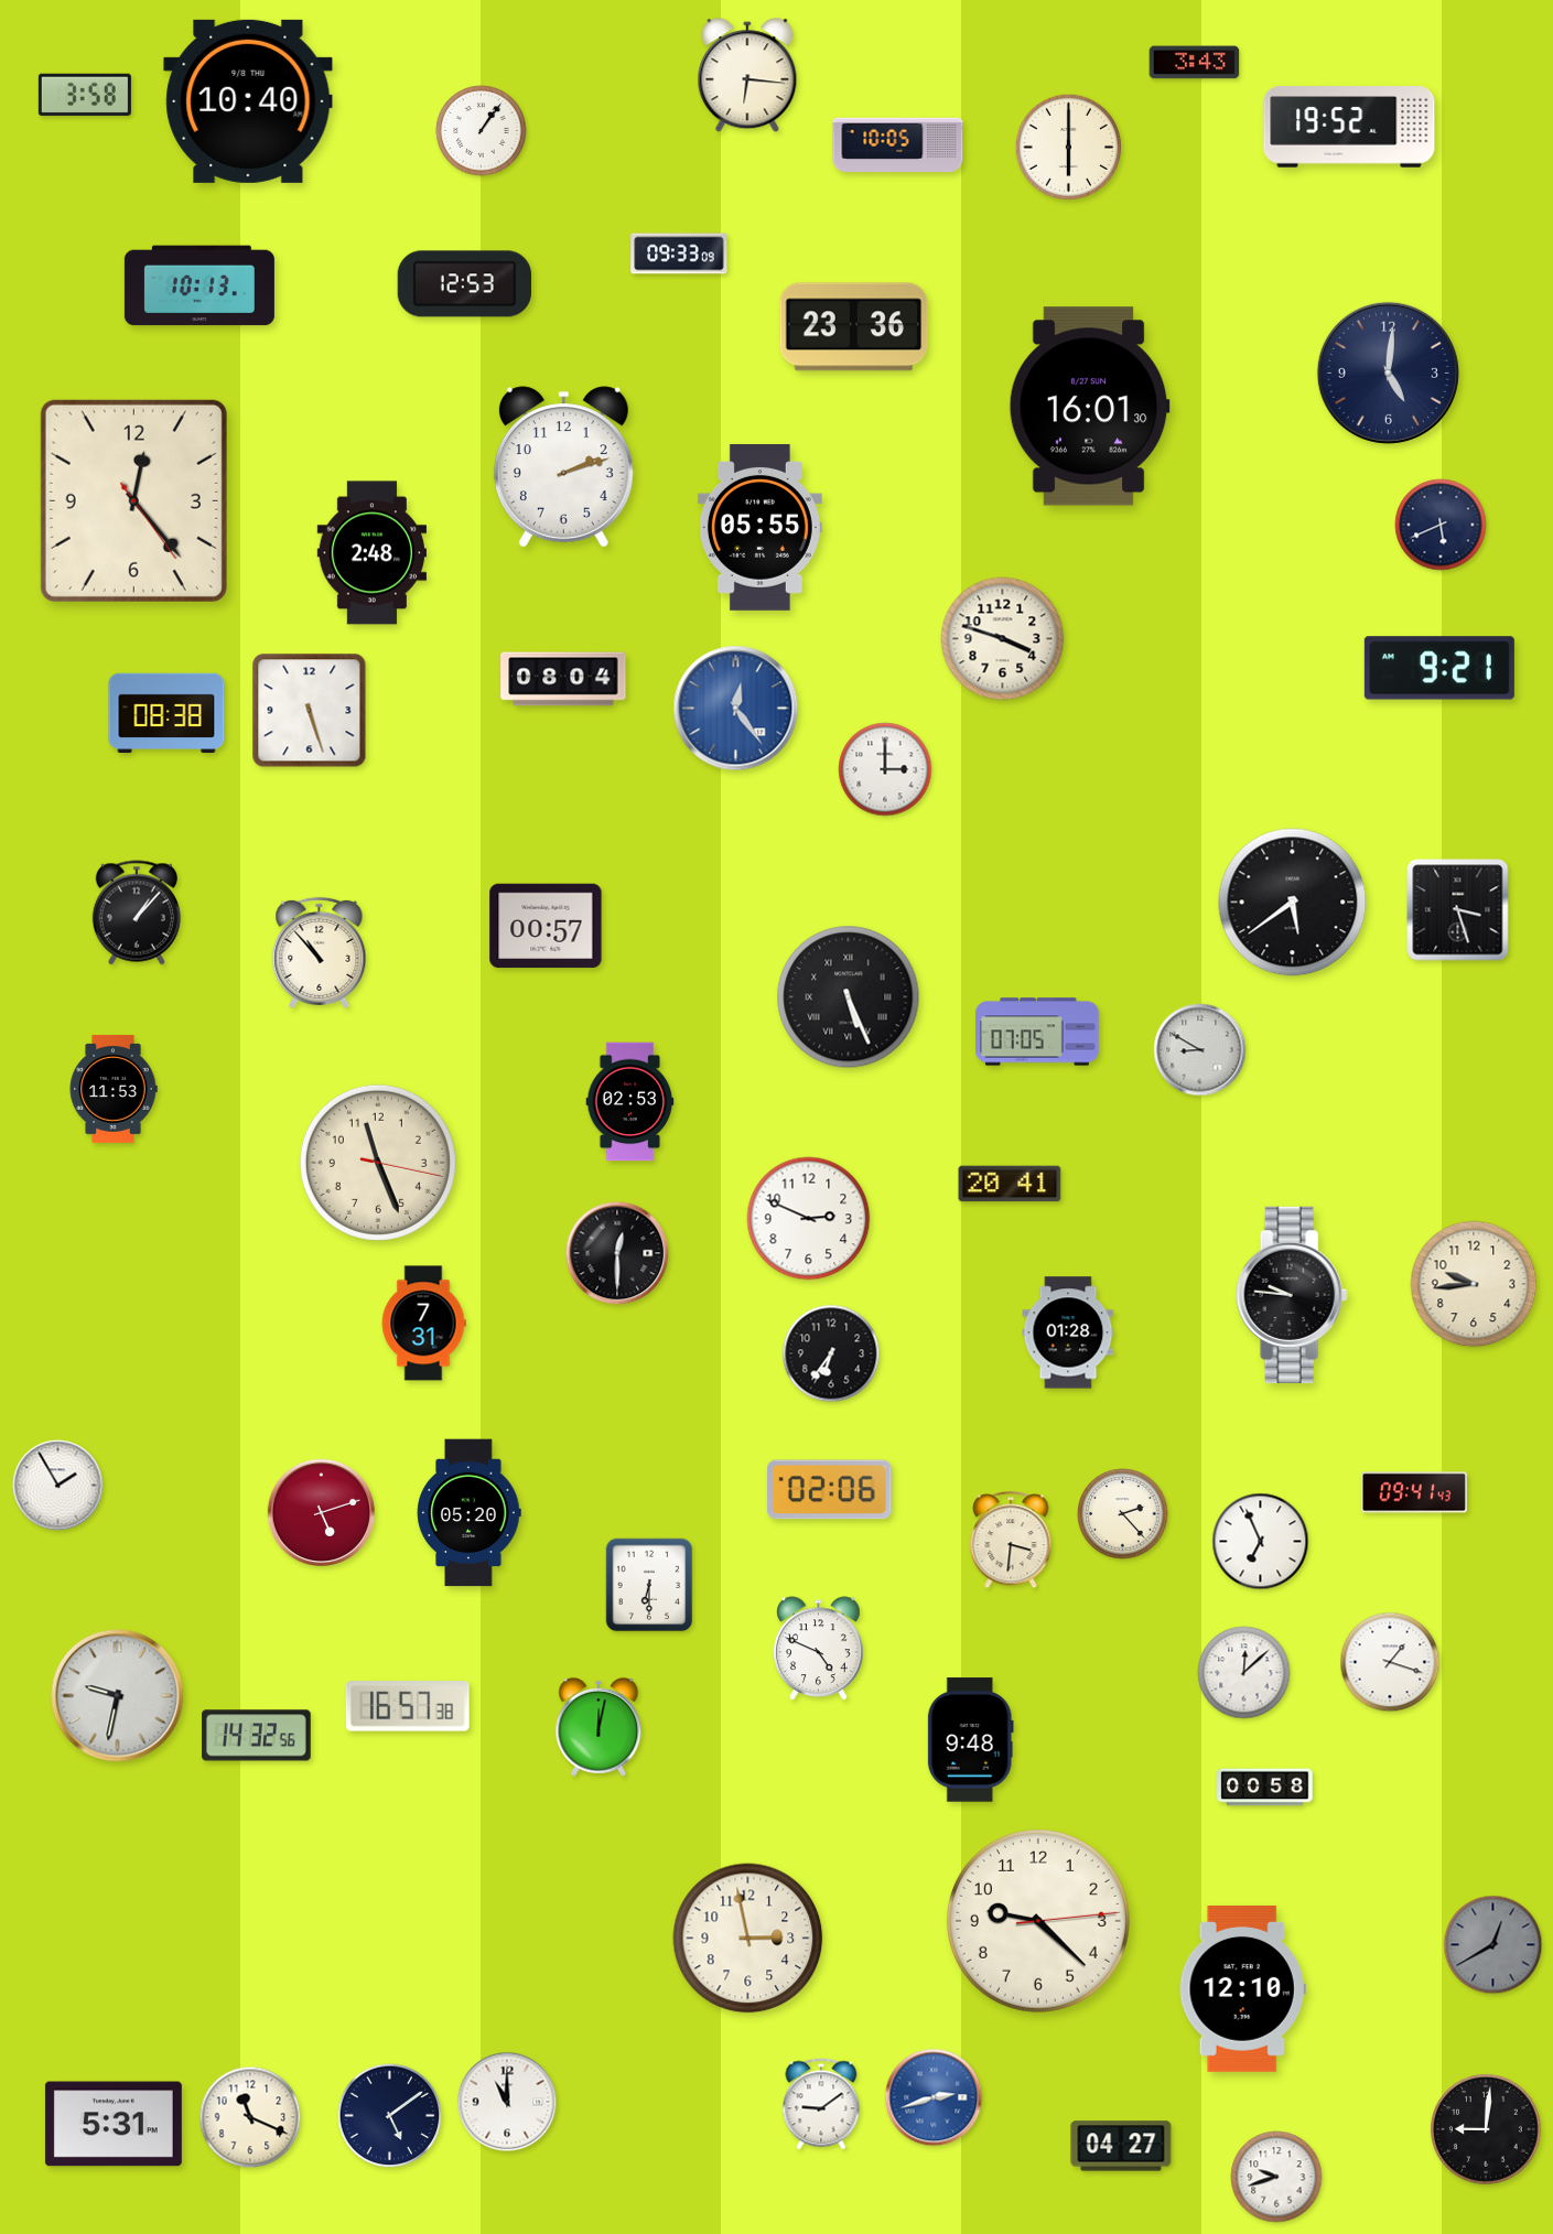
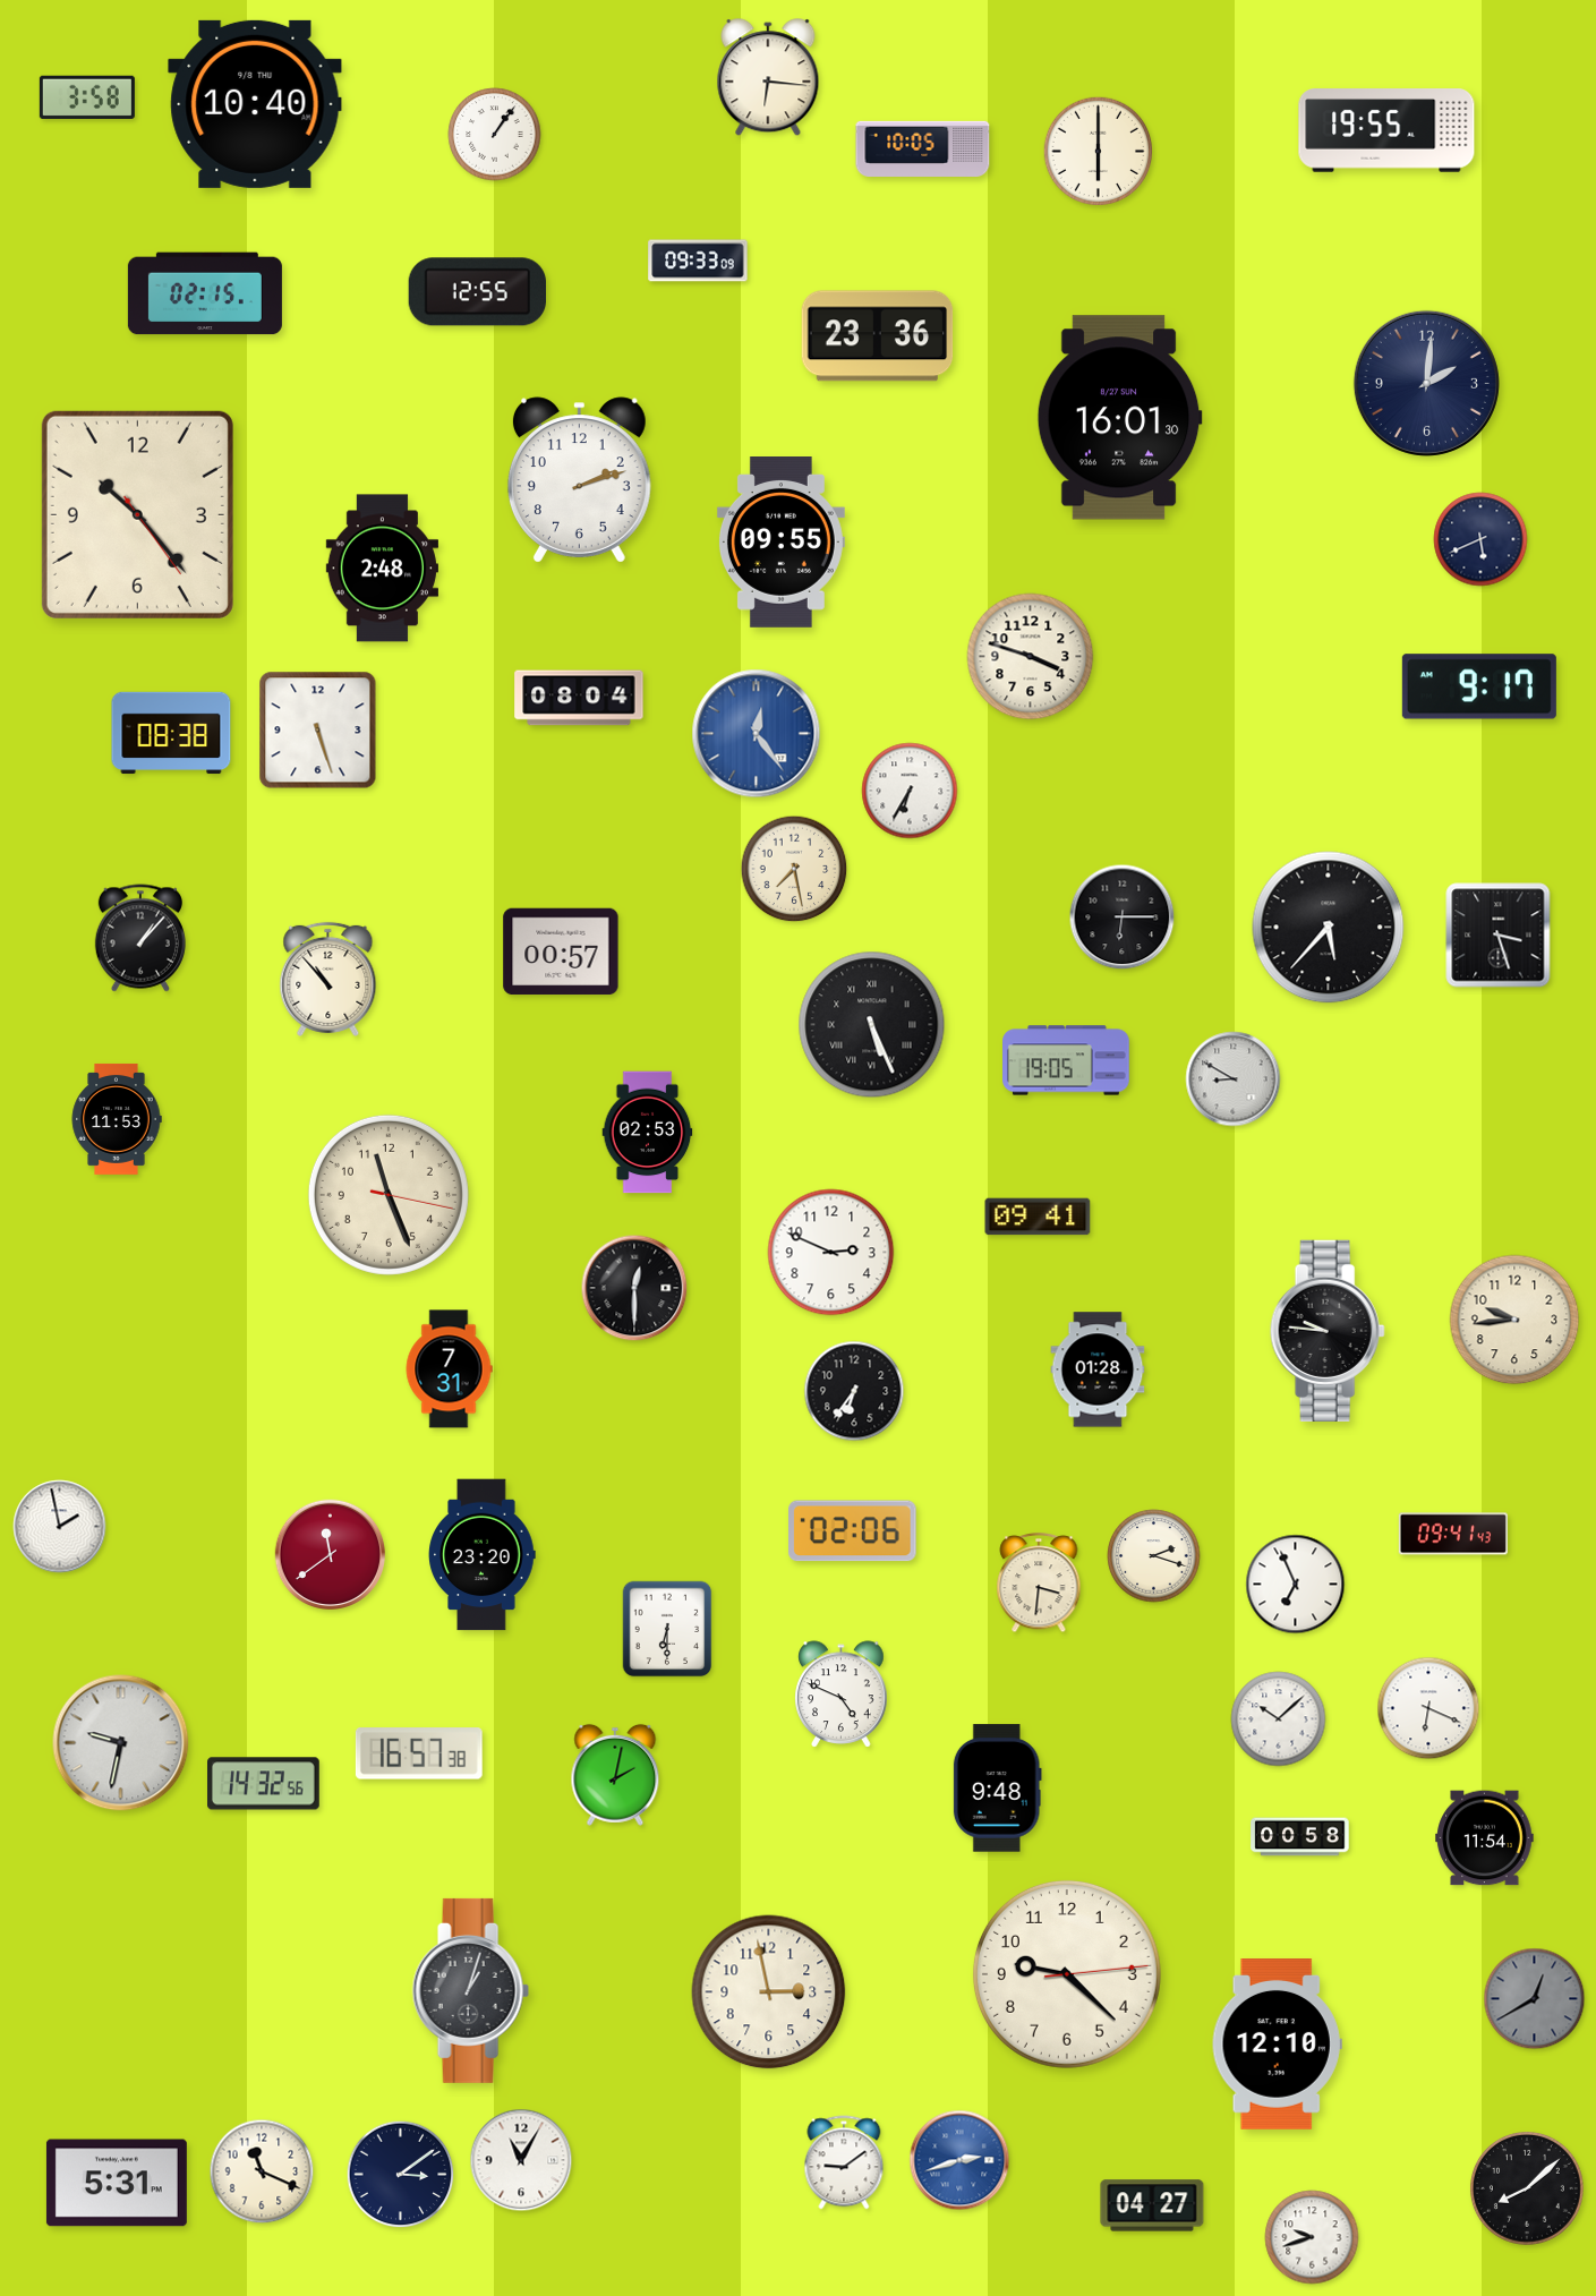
clock at (1195, 63): 3:43 -> none
clock at (1349, 127): 19:52 -> 19:55
clock at (464, 284): 12:53 -> 12:55
clock at (199, 285): 10:13 -> 02:15
clock at (1388, 373): 5:01 -> 2:01
clock at (133, 500): 12:23 -> 10:23
clock at (759, 528): 05:55 -> 09:55
clock at (1439, 668): 9:21 -> 9:17
clock at (736, 709) position: (736, 709) -> (757, 734)
clock at (885, 769): 3:00 -> 6:35
clock at (794, 869): none -> 7:28
clock at (1123, 917): none -> 6:15
clock at (1293, 903): 5:39 -> 5:37
clock at (1038, 1032): 07:05 -> 19:05
clock at (1010, 1184): 20:41 -> 09:41
clock at (423, 1324) position: (423, 1324) -> (449, 1369)
clock at (58, 1486): 1:55 -> 1:58
clock at (322, 1513): 5:12 -> 11:39
clock at (470, 1513): 05:20 -> 23:20
clock at (1123, 1514): 2:23 -> 2:18
clock at (1390, 1662): 1:18 -> 6:19
clock at (1244, 1673): 12:08 -> 10:08
clock at (598, 1727): 12:02 -> 2:02
clock at (1485, 1838): none -> 11:54
clock at (470, 1990): none -> 1:03
clock at (934, 2097) position: (934, 2097) -> (959, 2160)
clock at (507, 2102): 11:00 -> 11:05
clock at (390, 2116): 5:09 -> 3:09
clock at (250, 2117) position: (250, 2117) -> (262, 2171)
clock at (1486, 2129): 9:01 -> 8:08
